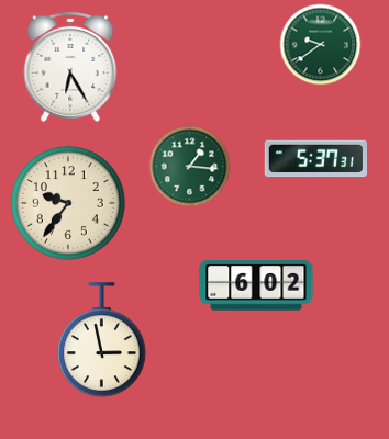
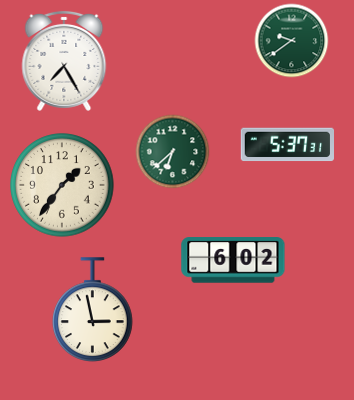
clock at (70, 67): 6:25 -> 7:25
clock at (190, 167): 1:16 -> 6:38
clock at (68, 203): 9:36 -> 1:36
